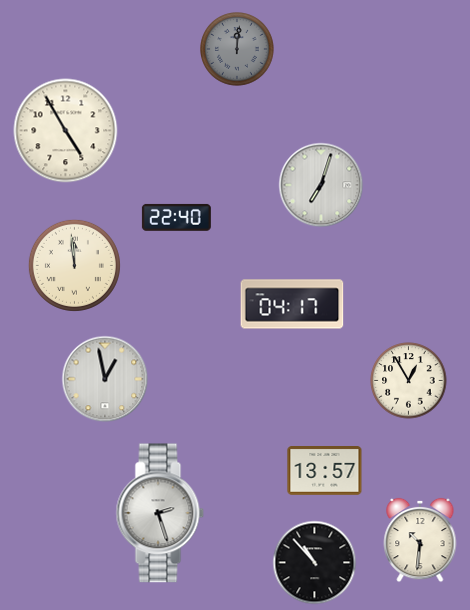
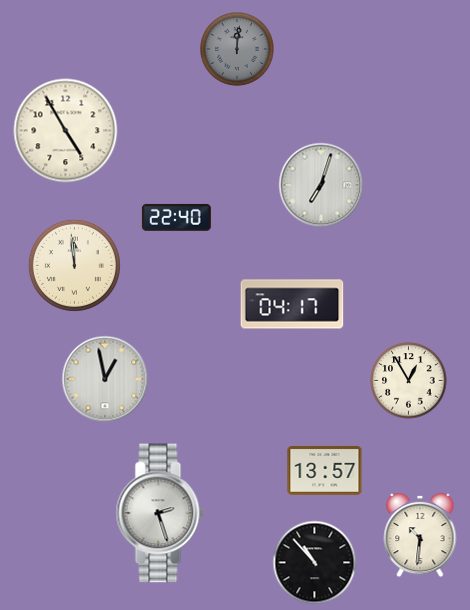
clock at (420, 540) position: (420, 540) -> (420, 535)
